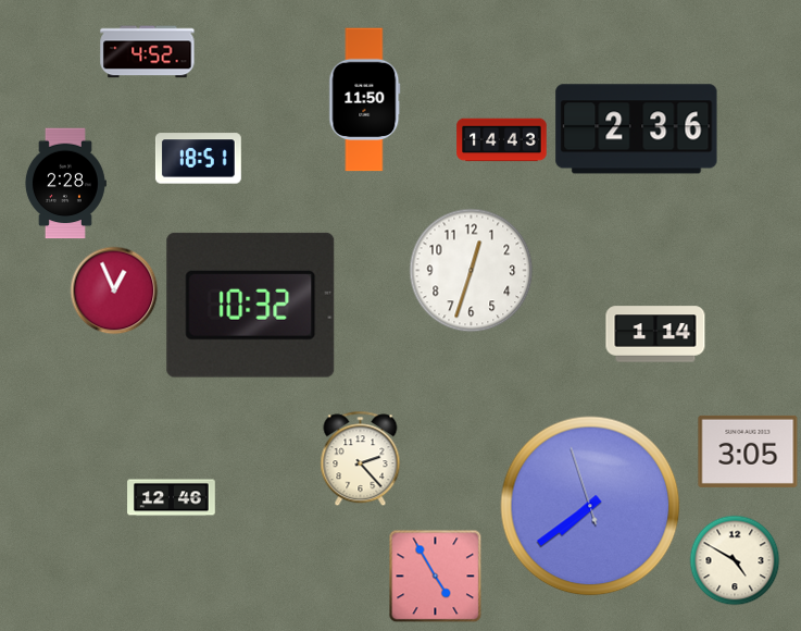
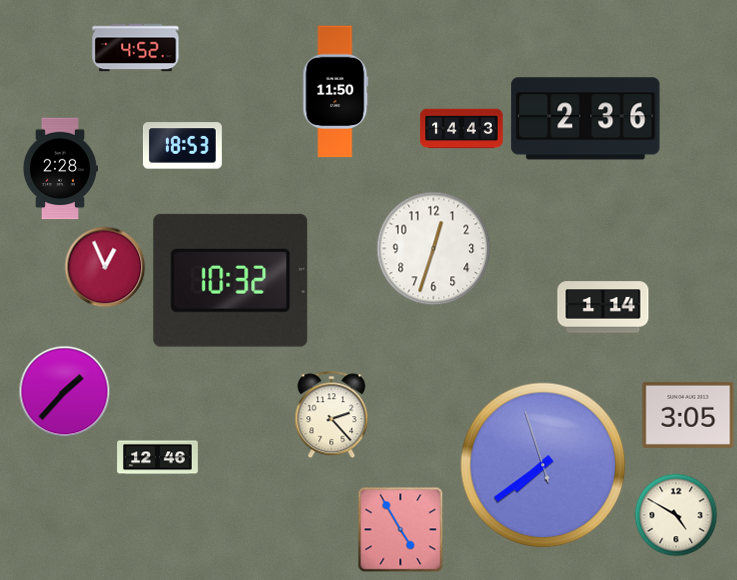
clock at (198, 159): 18:51 -> 18:53
clock at (65, 392): none -> 1:37
clock at (361, 459) position: (361, 459) -> (332, 415)
